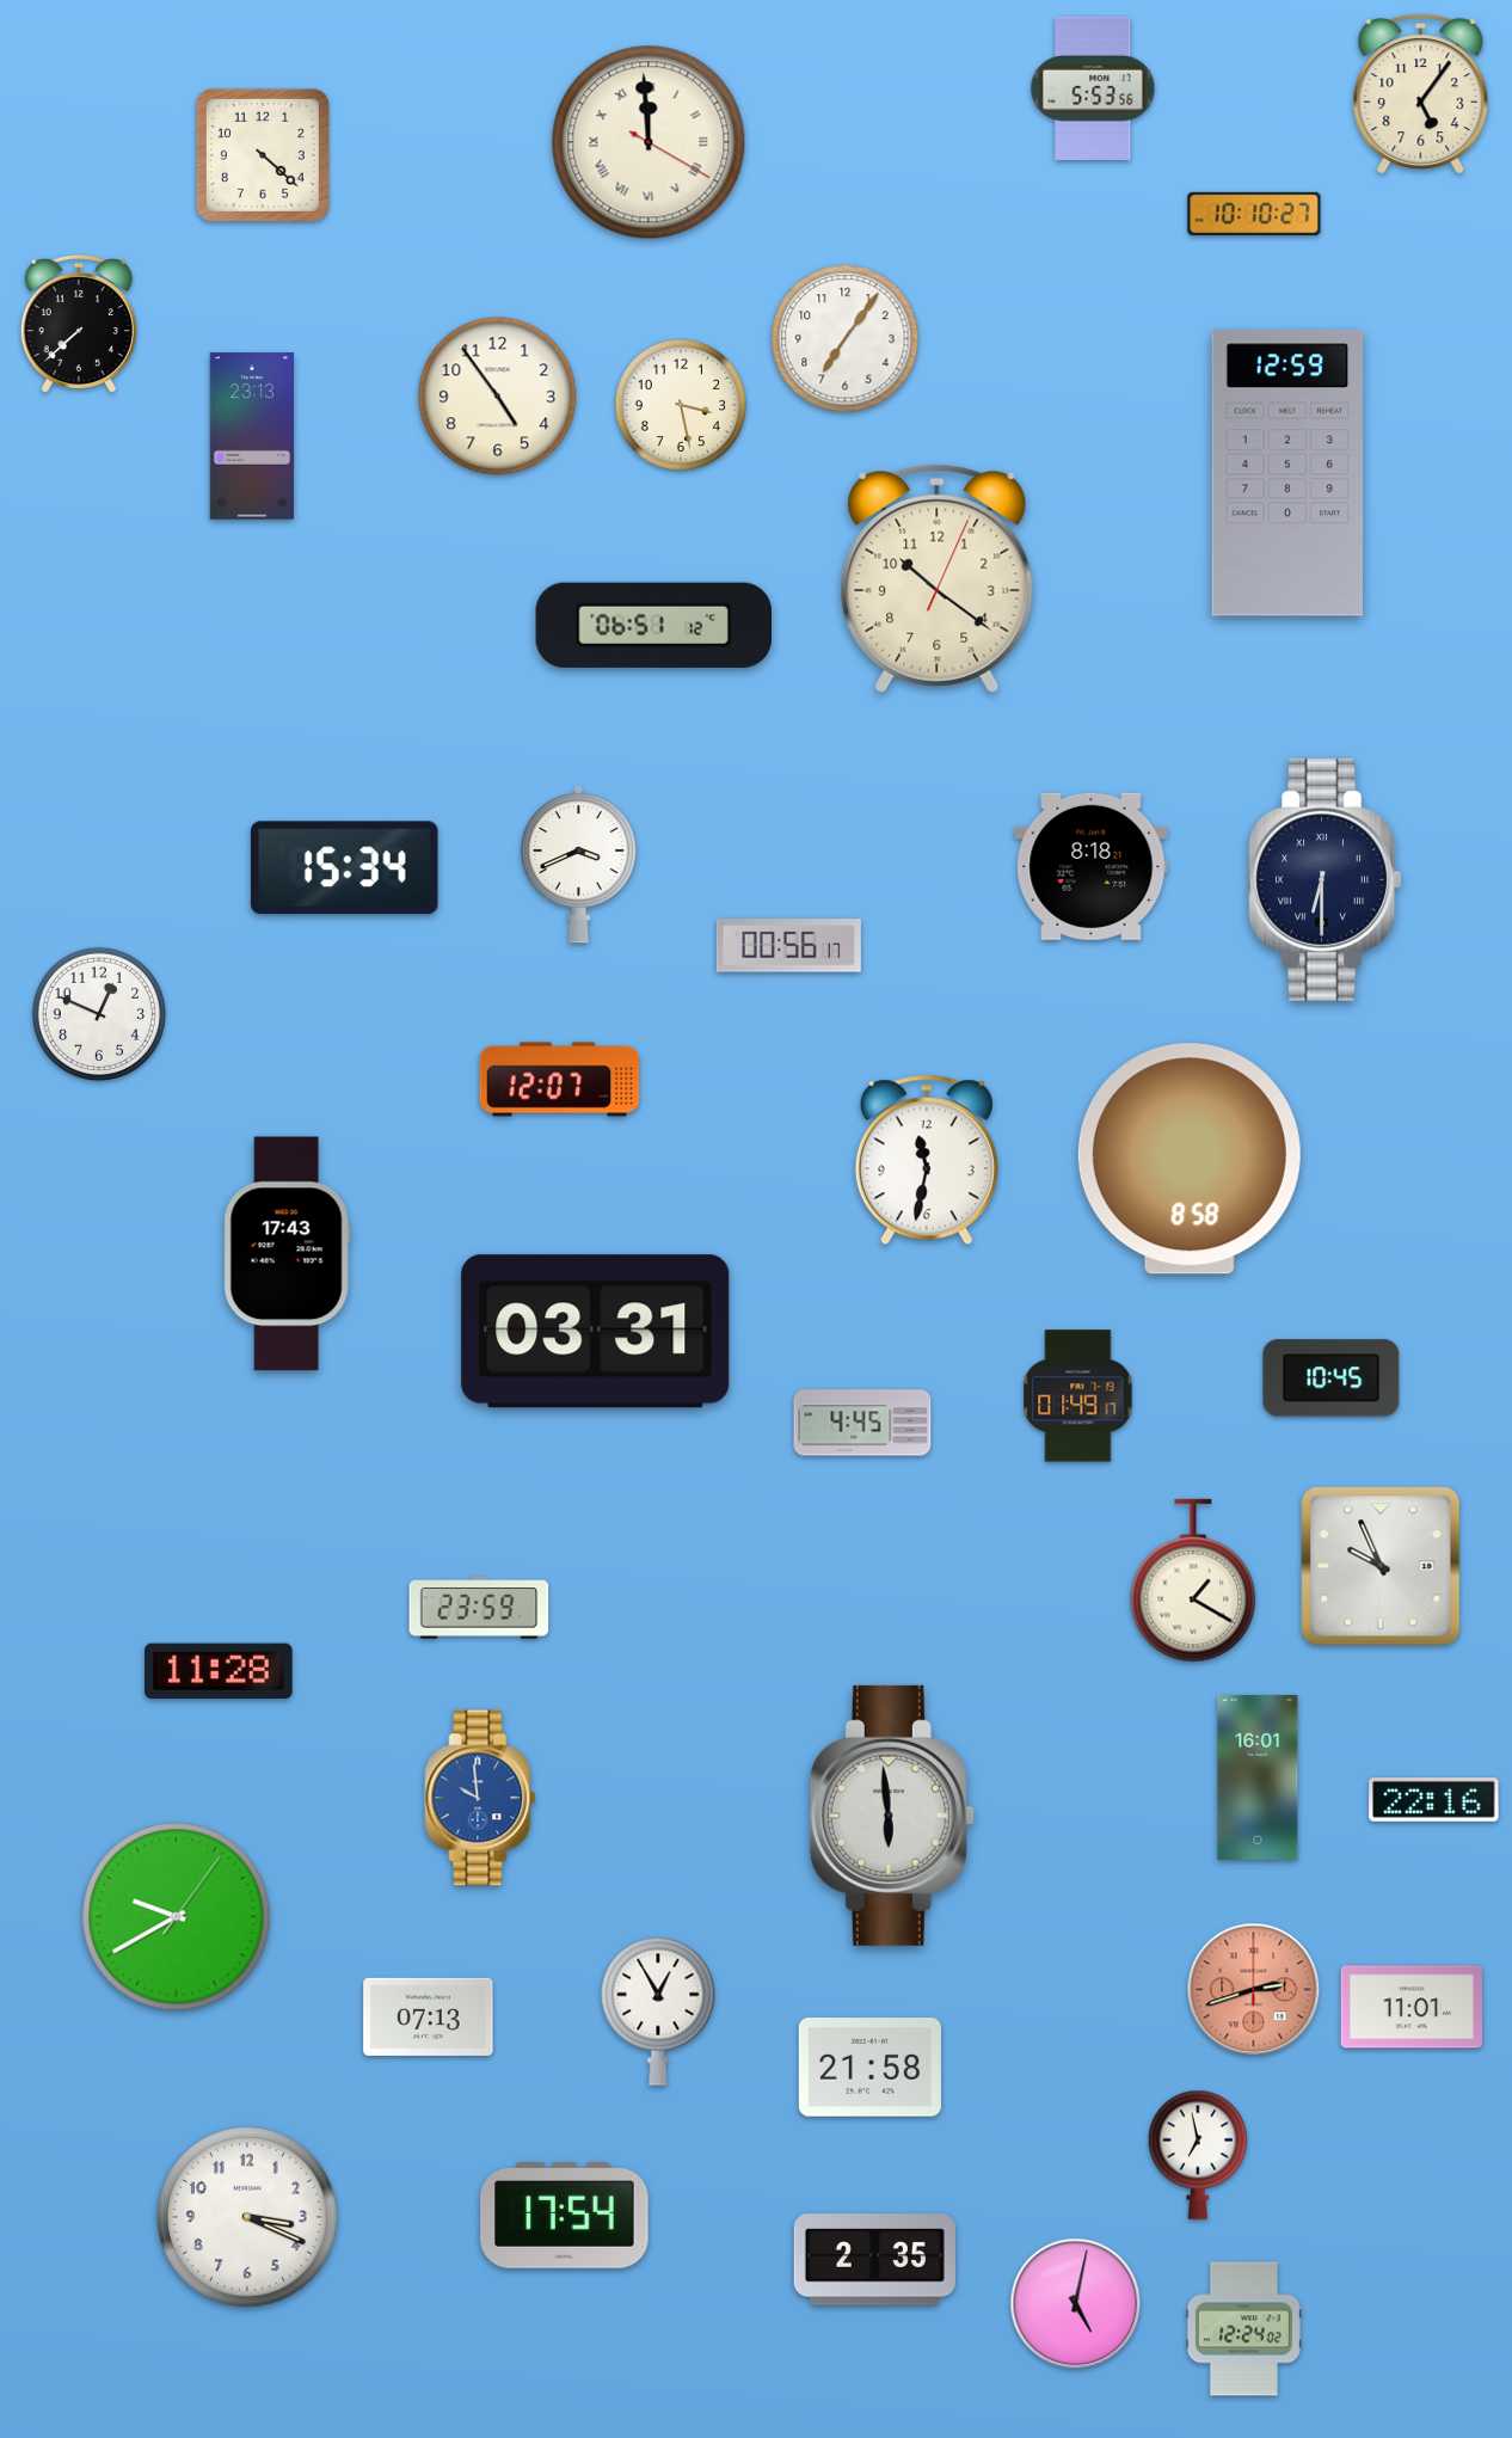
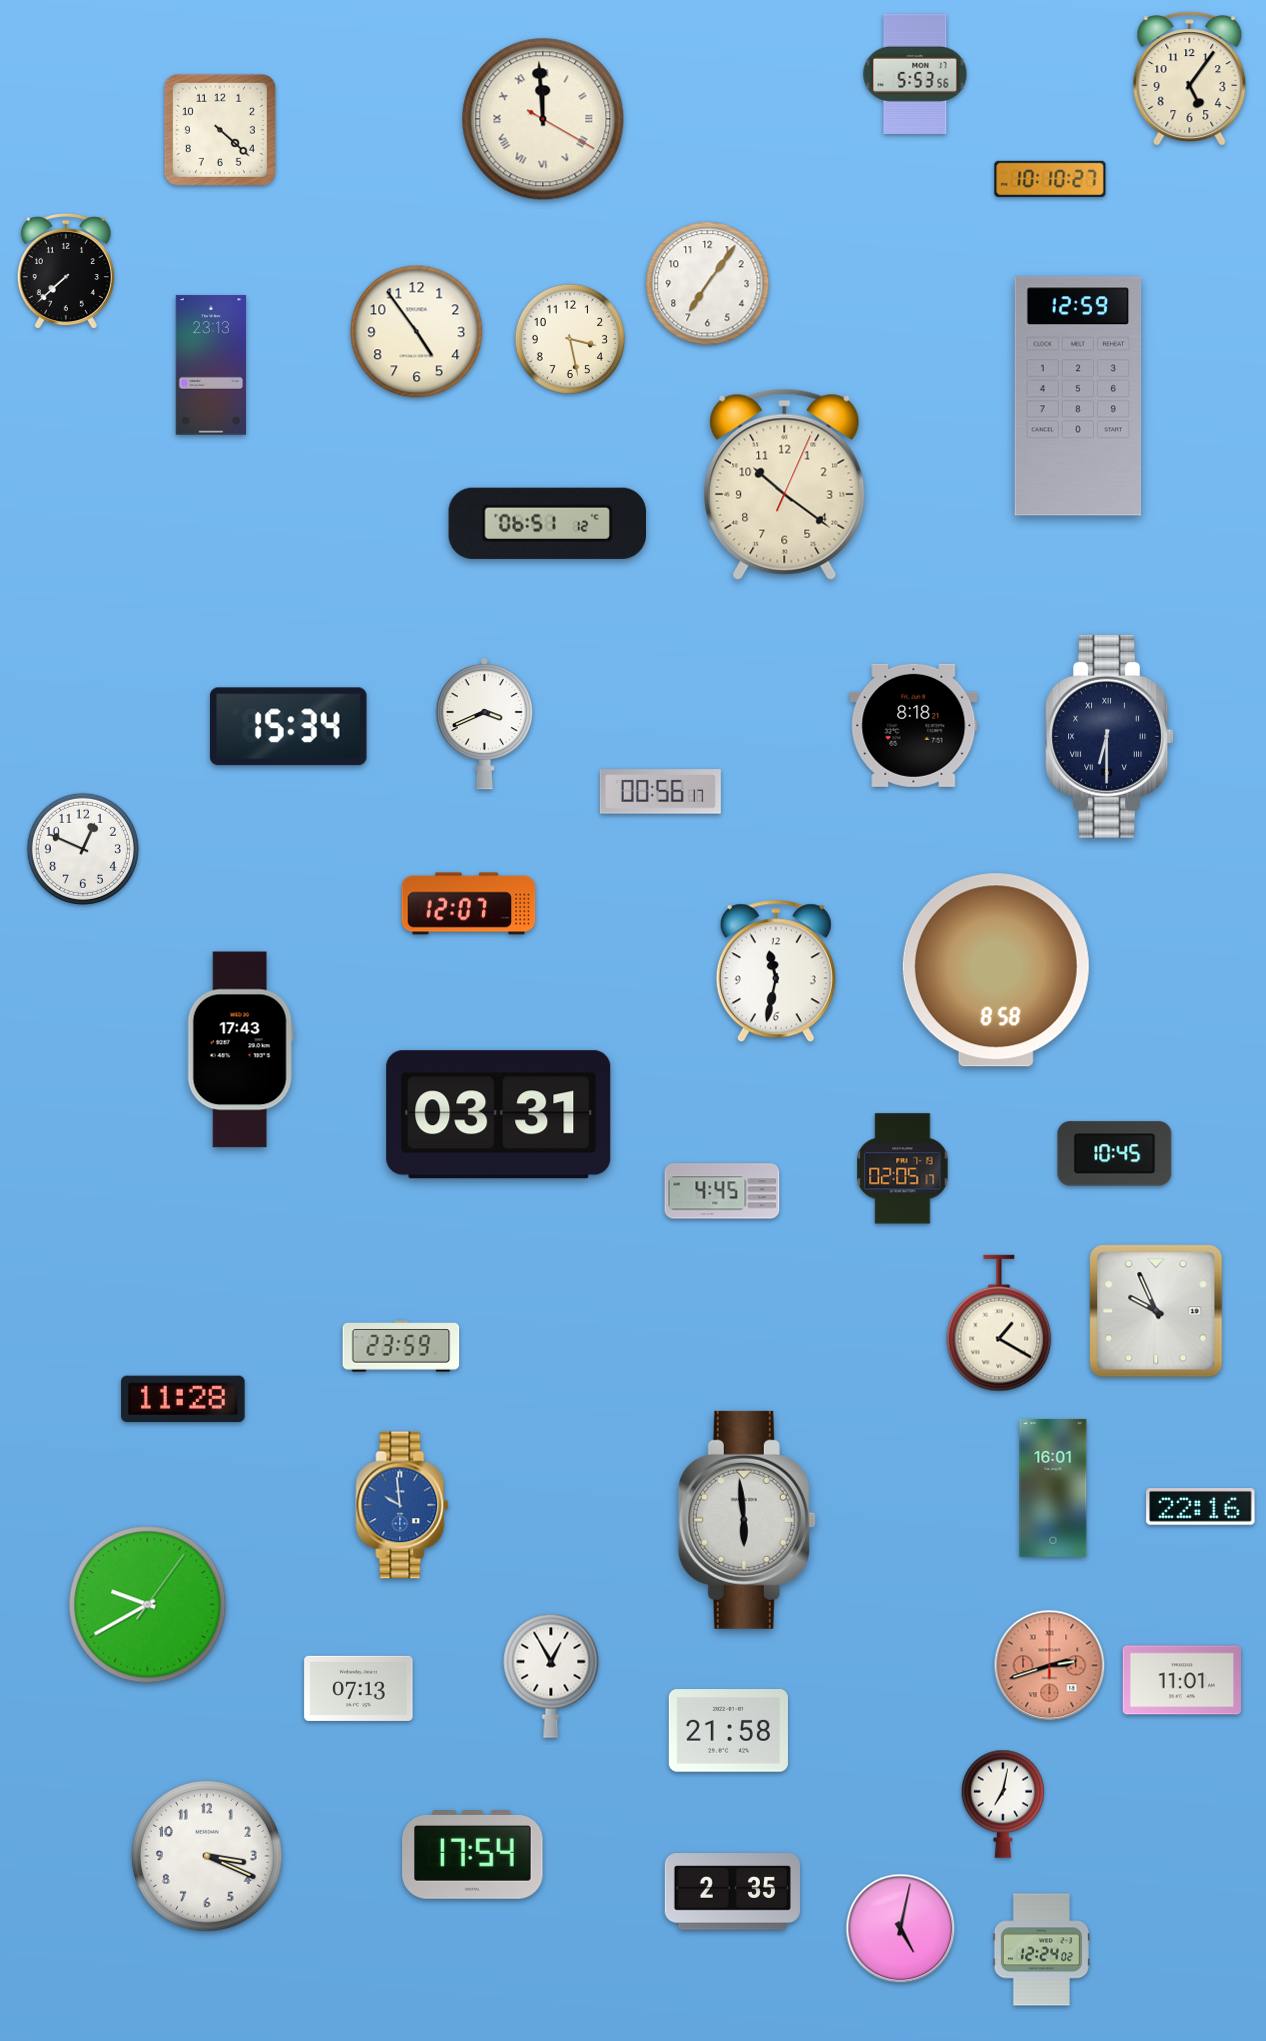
clock at (1078, 1396): 01:49 -> 02:05
clock at (658, 2012) position: (658, 2012) -> (551, 1676)
clock at (1197, 2155): 6:58 -> 7:02
